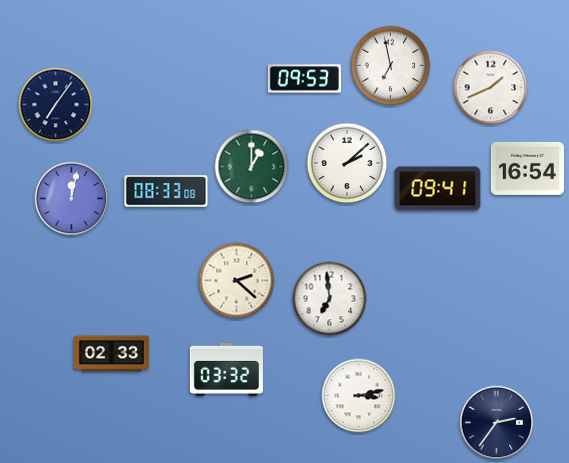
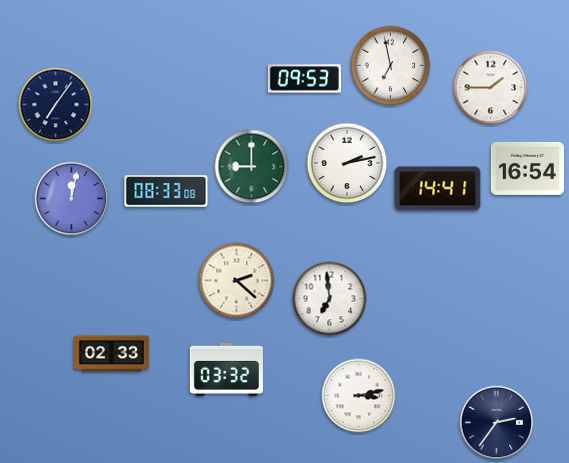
clock at (491, 88): 1:41 -> 1:45
clock at (347, 163): 2:08 -> 2:13
clock at (252, 167): 1:00 -> 9:00
clock at (438, 189): 09:41 -> 14:41
